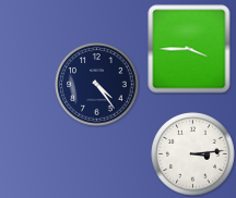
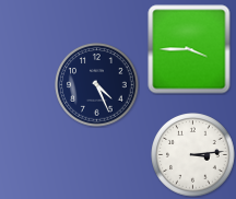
clock at (97, 85): 4:24 -> 4:26
